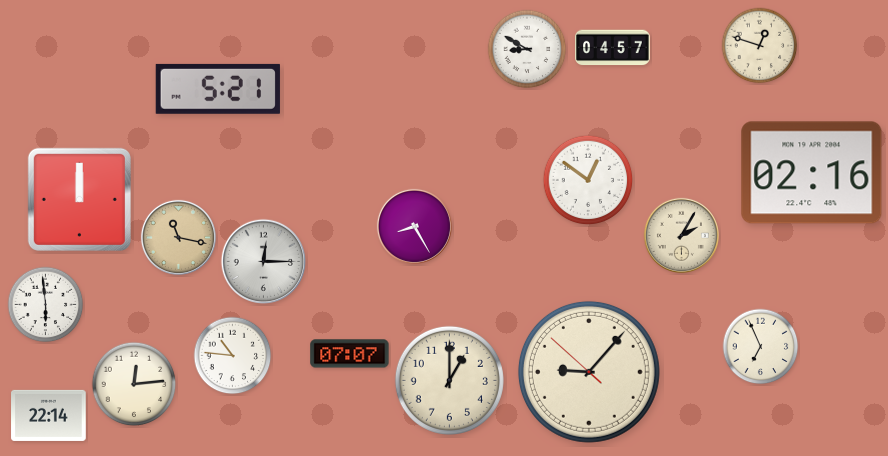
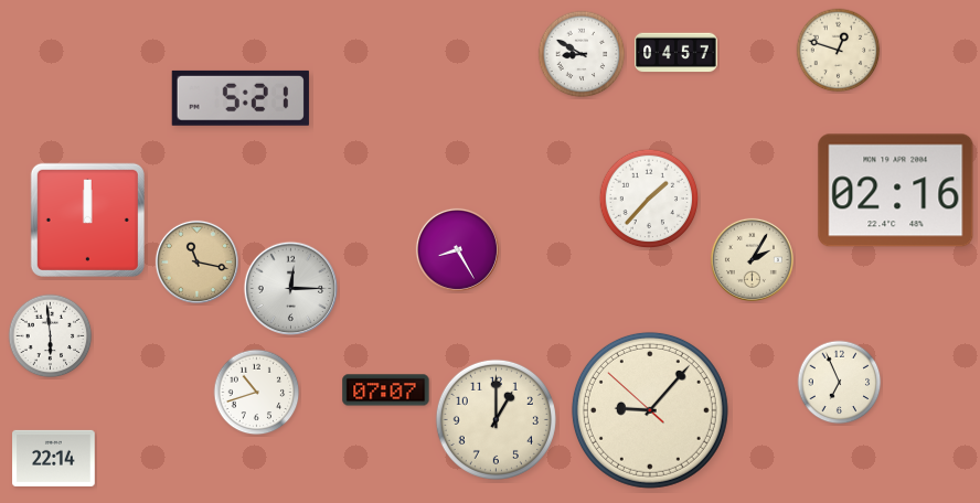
clock at (588, 180): 12:51 -> 1:37
clock at (233, 356): 10:46 -> 10:42
clock at (134, 384): 12:14 -> none
